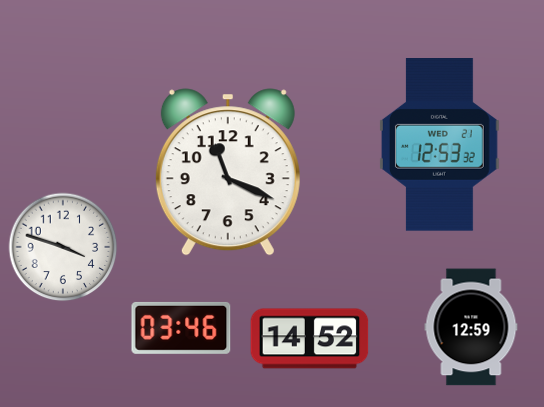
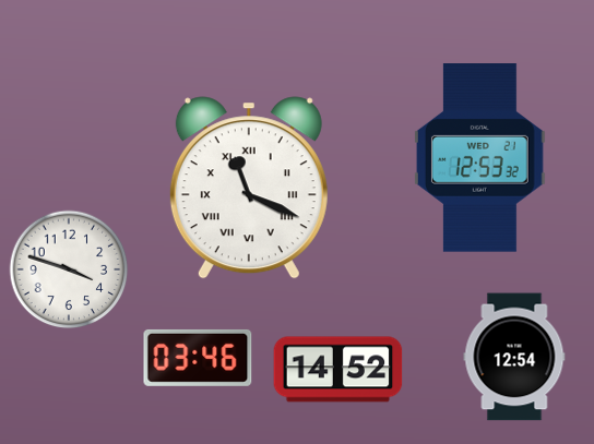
clock at (228, 172) numerals: Arabic -> Roman
clock at (471, 327): 12:59 -> 12:54
